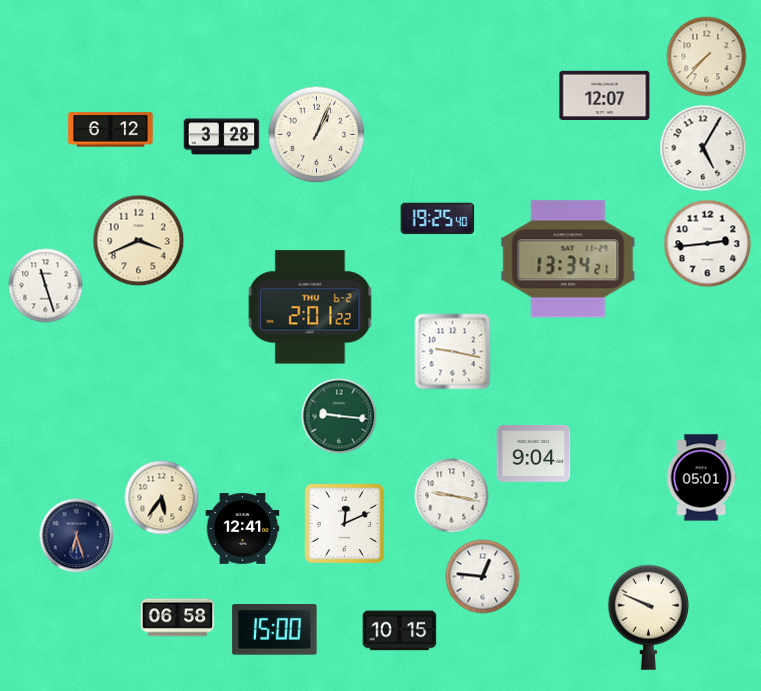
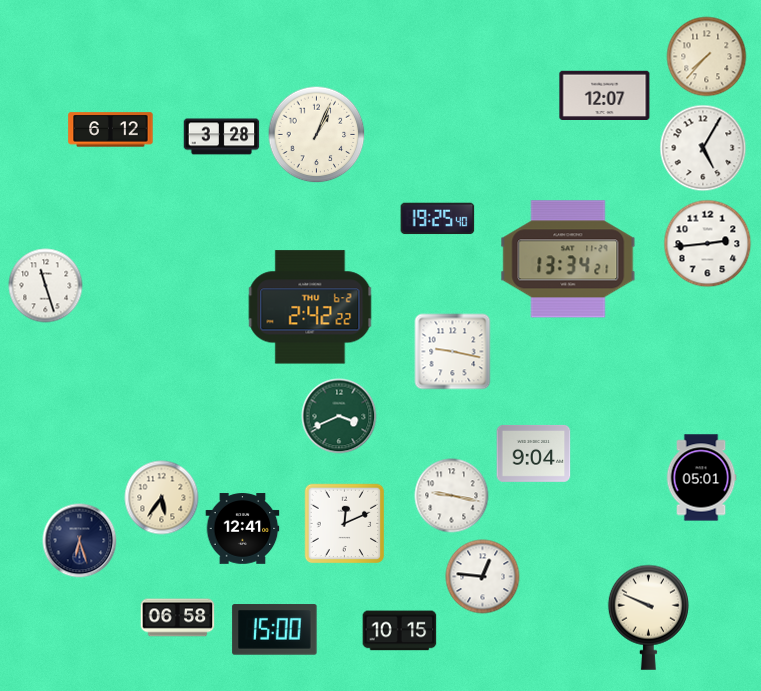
clock at (139, 241): 3:41 -> none
clock at (310, 307): 2:01 -> 2:42
clock at (339, 416): 9:16 -> 3:41
clock at (77, 536) position: (77, 536) -> (80, 541)
